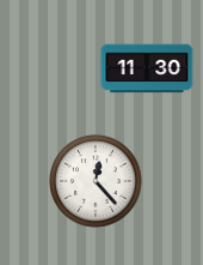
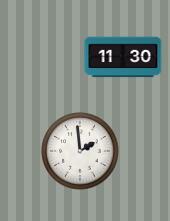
clock at (96, 181): 12:23 -> 1:59
